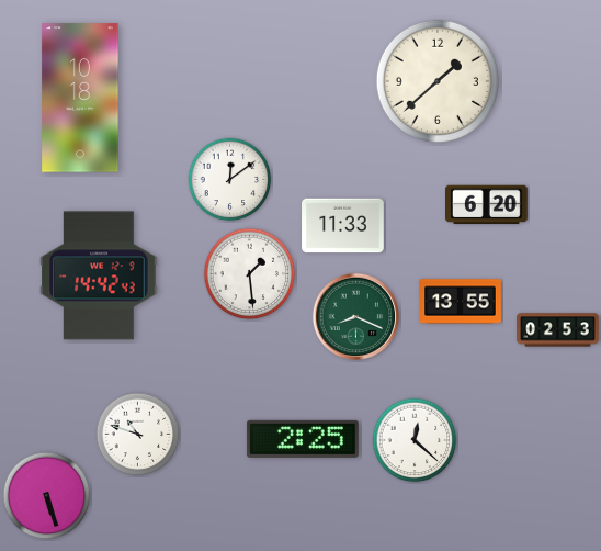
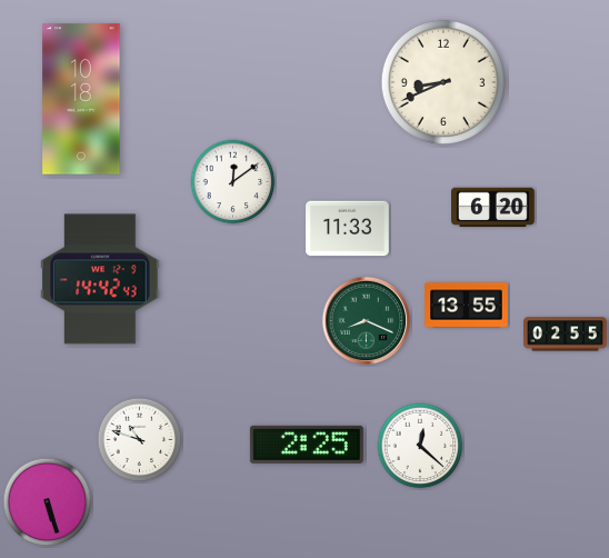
clock at (438, 81): 1:38 -> 8:41
clock at (250, 274): 1:29 -> none
clock at (355, 316) position: (355, 316) -> (366, 320)
clock at (558, 330): 02:53 -> 02:55
